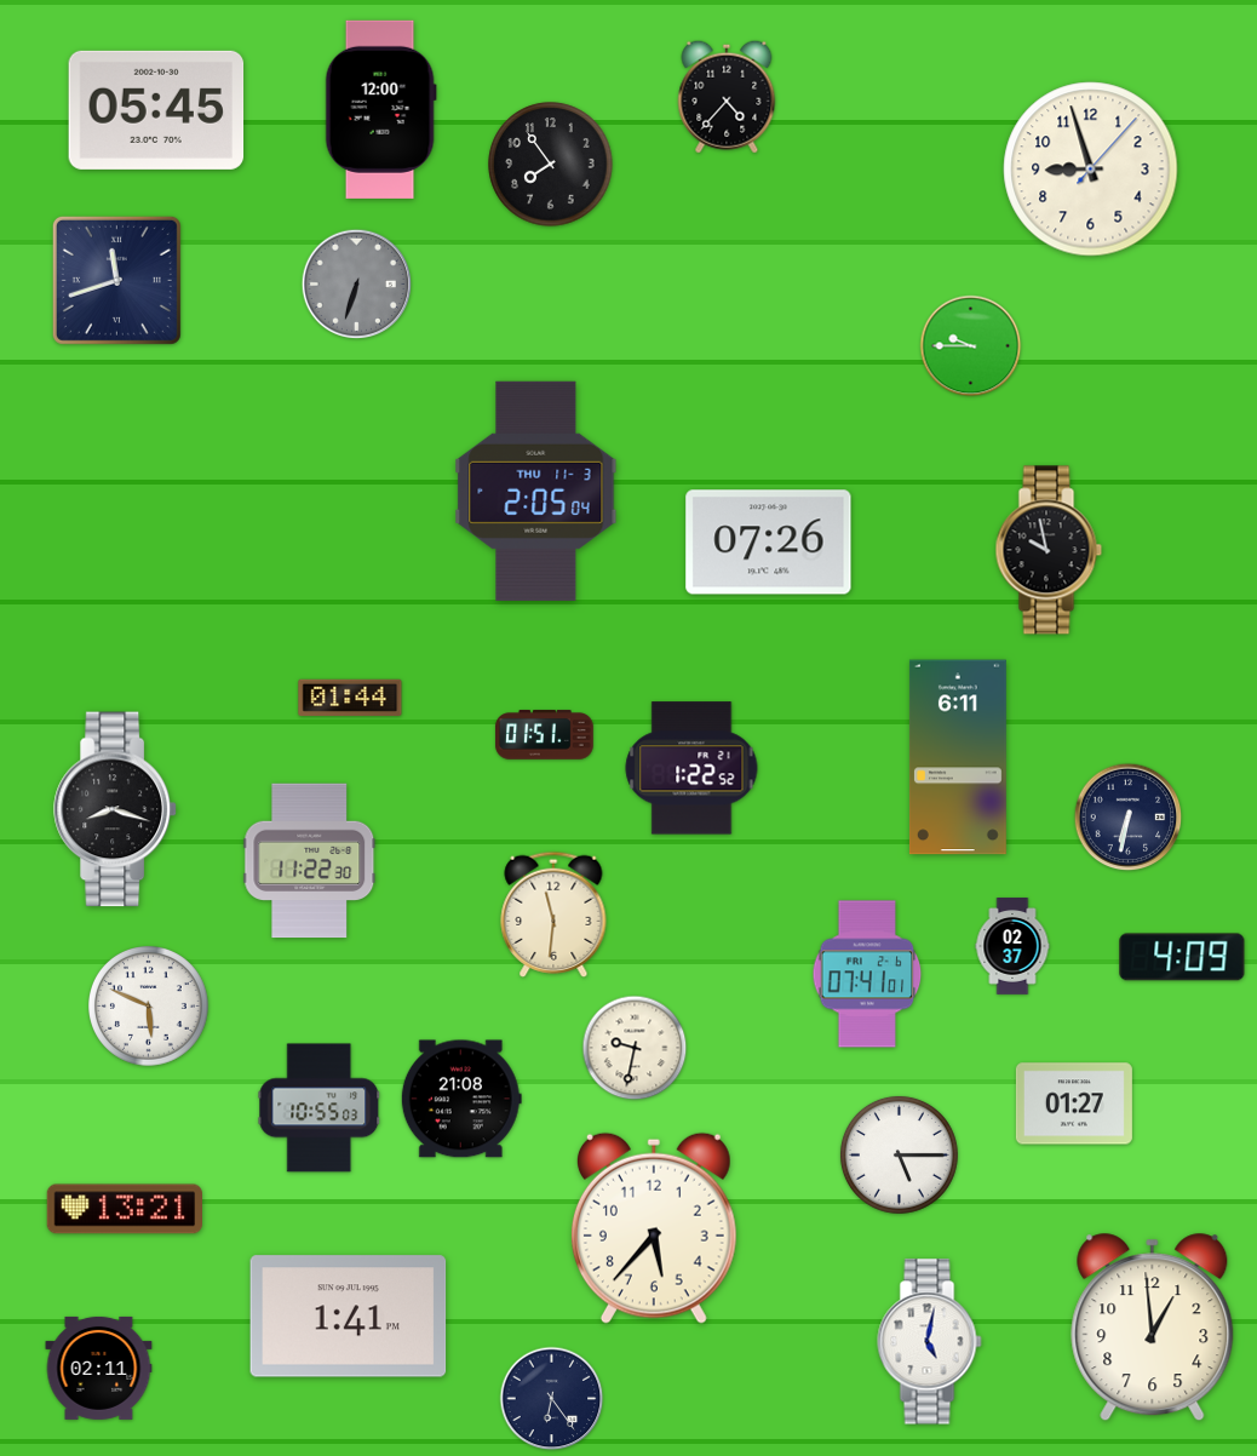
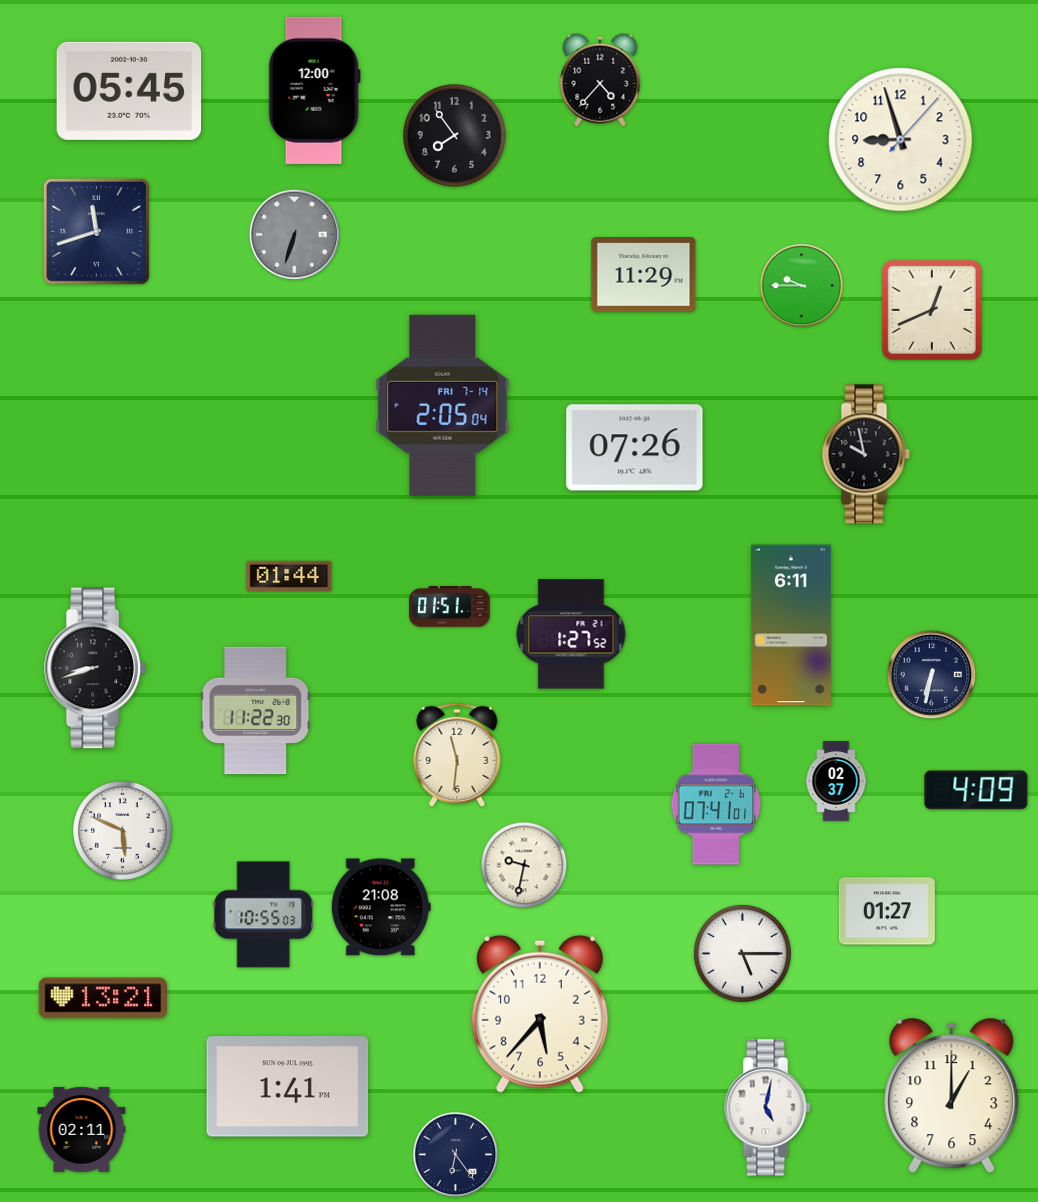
clock at (644, 275): none -> 11:29
clock at (932, 310): none -> 12:41
clock at (536, 491) date: THU 11-3 -> FRI 7-14
clock at (691, 768): 1:22 -> 1:27
clock at (115, 809): 8:18 -> 8:42
clock at (1153, 1328): 12:59 -> 1:00
